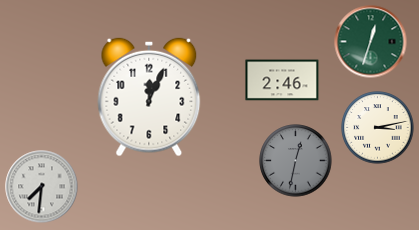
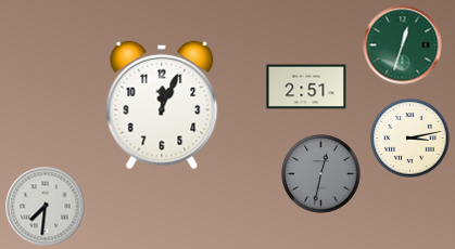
clock at (282, 80): 2:46 -> 2:51
clock at (42, 187) position: (42, 187) -> (46, 207)
